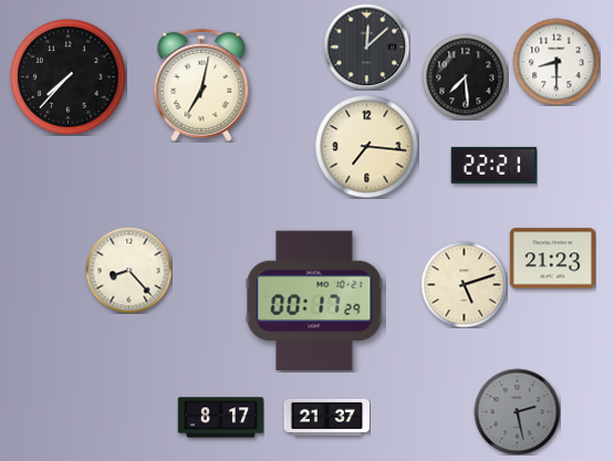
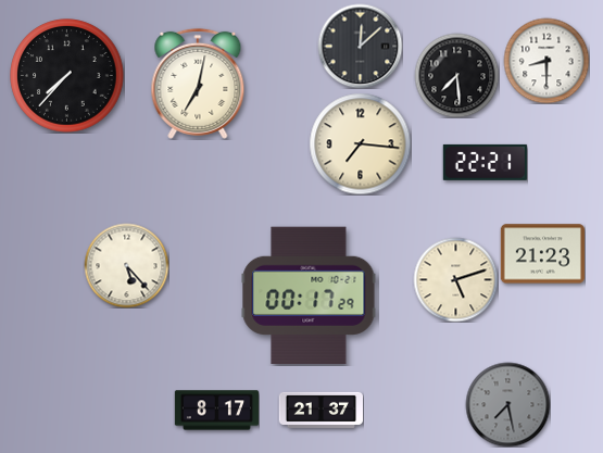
clock at (128, 270): 8:23 -> 5:23
clock at (517, 411): 2:28 -> 7:28
